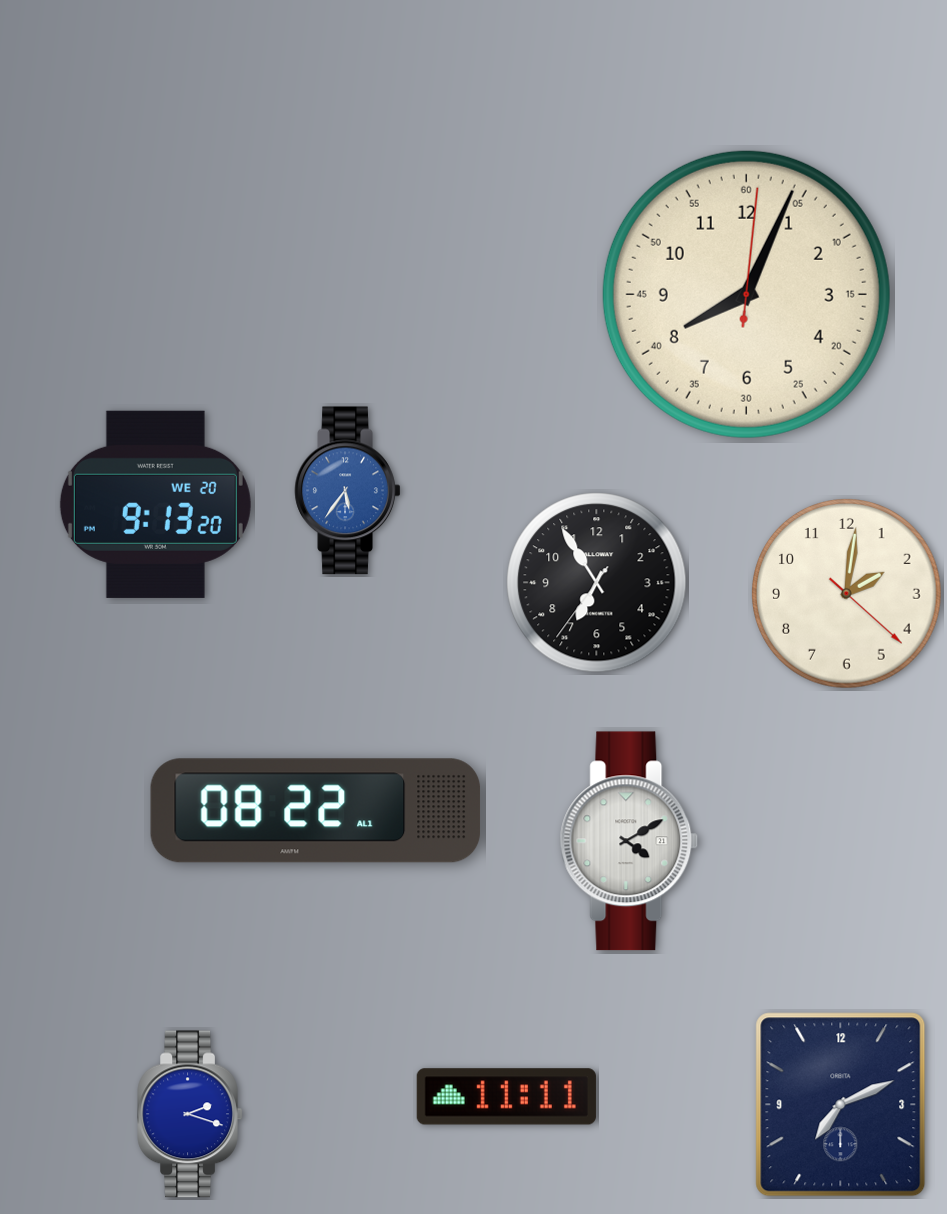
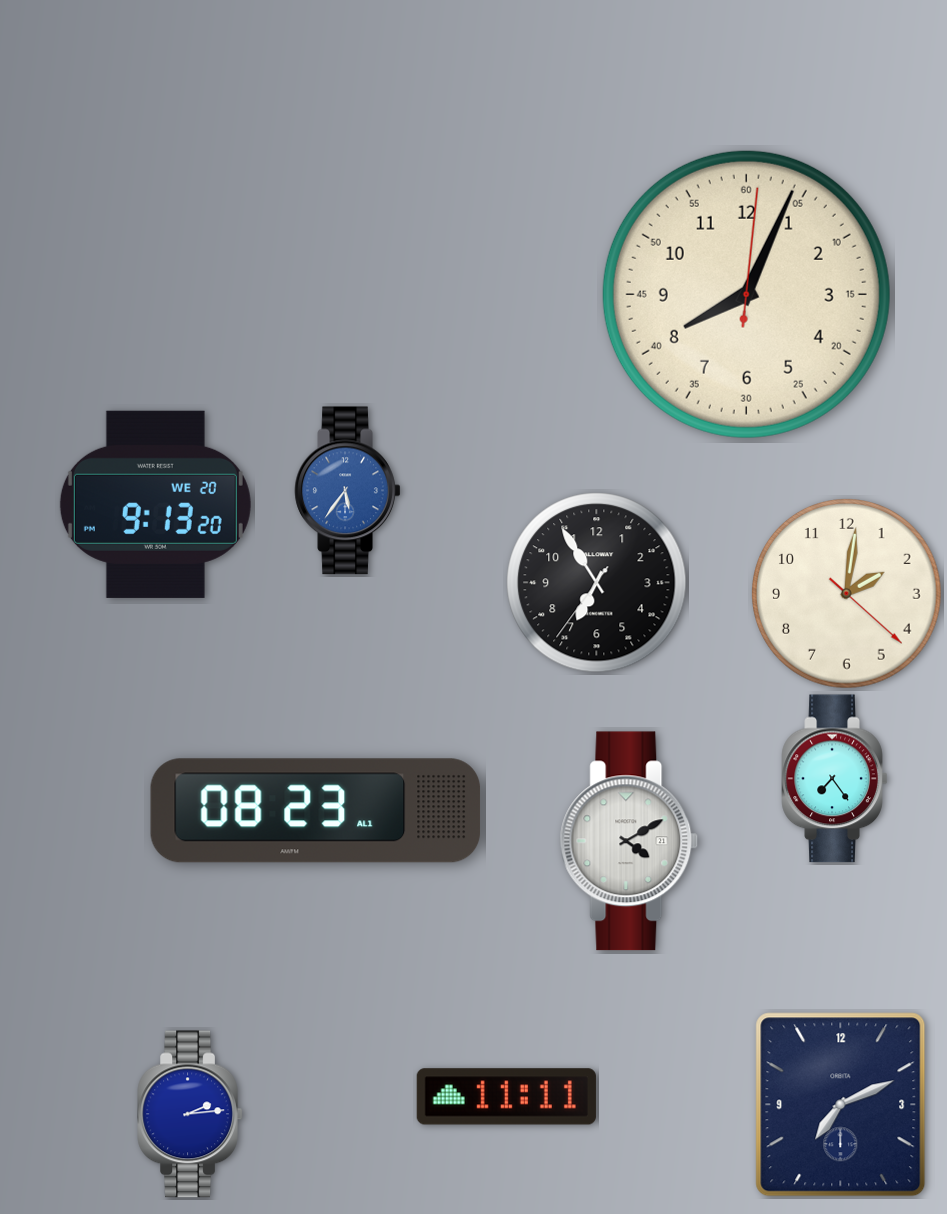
clock at (835, 779): none -> 7:24
clock at (316, 811): 08:22 -> 08:23
clock at (190, 1114): 2:18 -> 2:14
